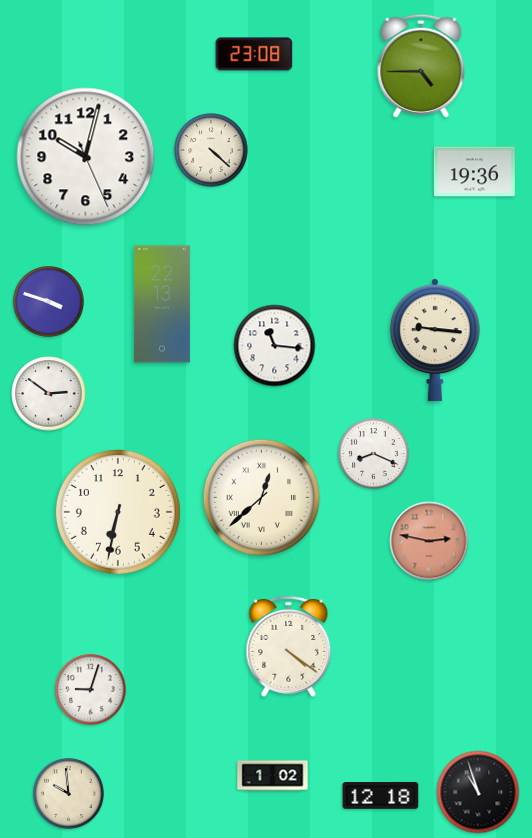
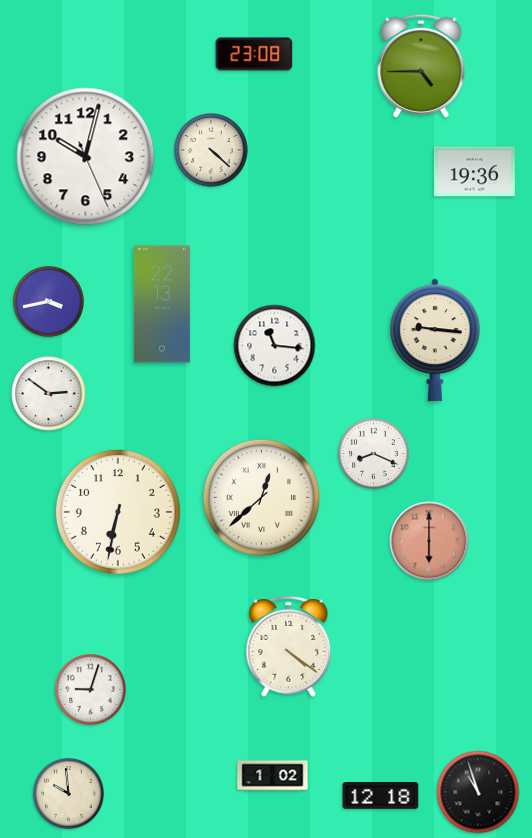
clock at (49, 302): 3:48 -> 3:43
clock at (429, 541): 2:47 -> 6:00
